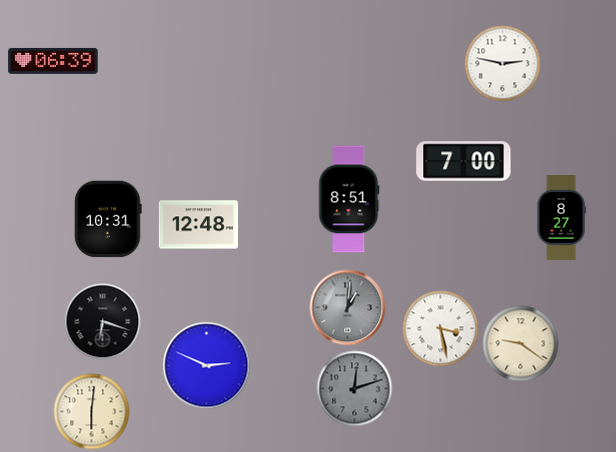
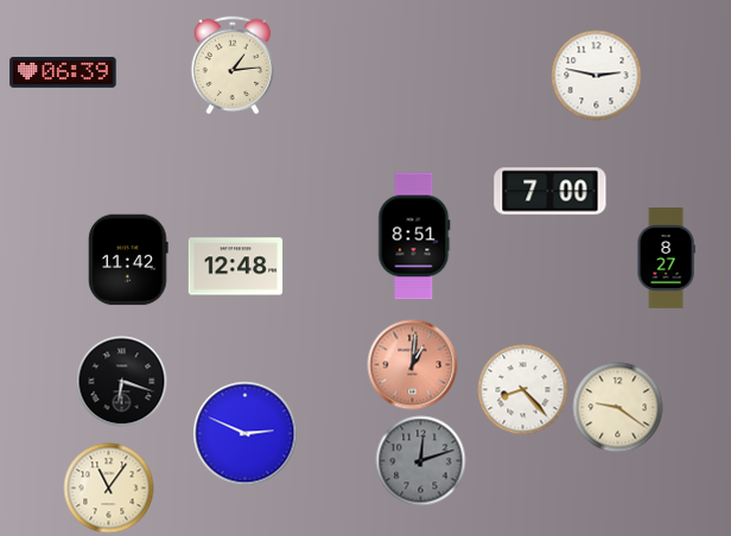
clock at (233, 65): none -> 1:14
clock at (108, 219): 10:31 -> 11:42
clock at (348, 308) dial: grey -> salmon
clock at (441, 329): 3:28 -> 8:23
clock at (92, 412): 6:01 -> 11:06
